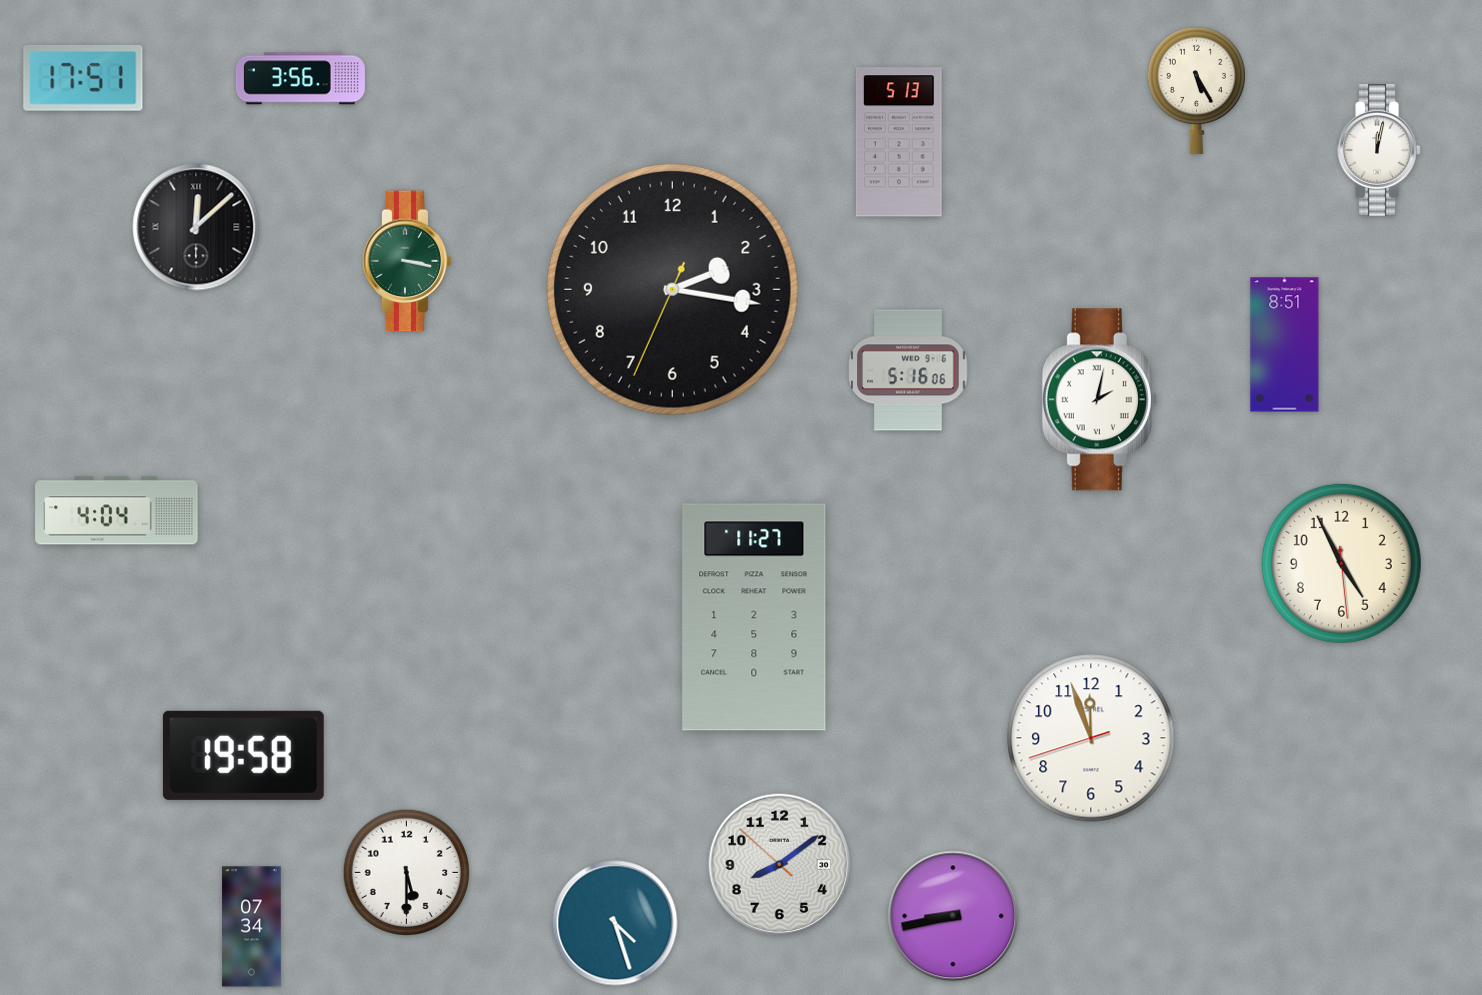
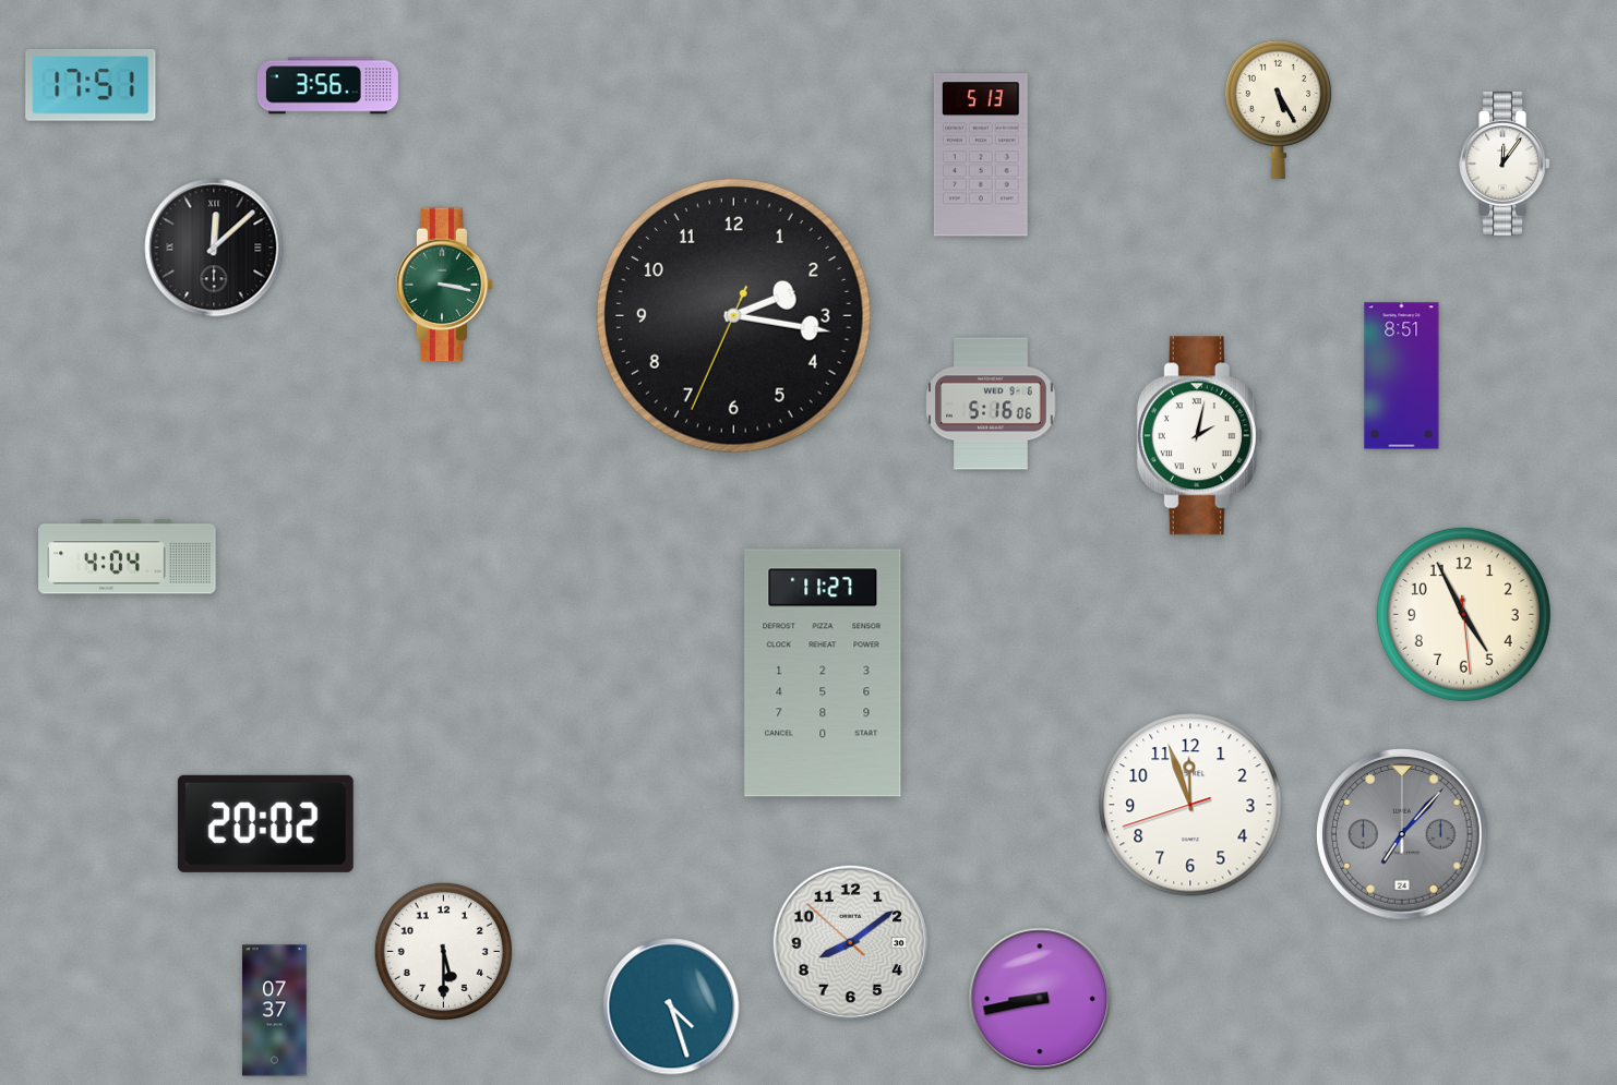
clock at (1196, 90) position: (1196, 90) -> (1278, 109)
clock at (1379, 150): 12:02 -> 12:06
clock at (243, 755): 19:58 -> 20:02
clock at (1403, 835): none -> 7:07
clock at (252, 927): 07:34 -> 07:37
